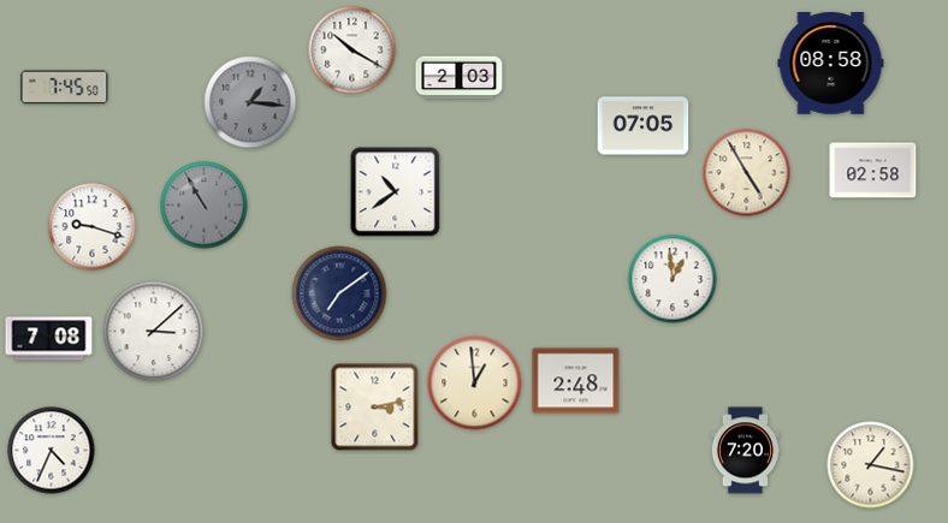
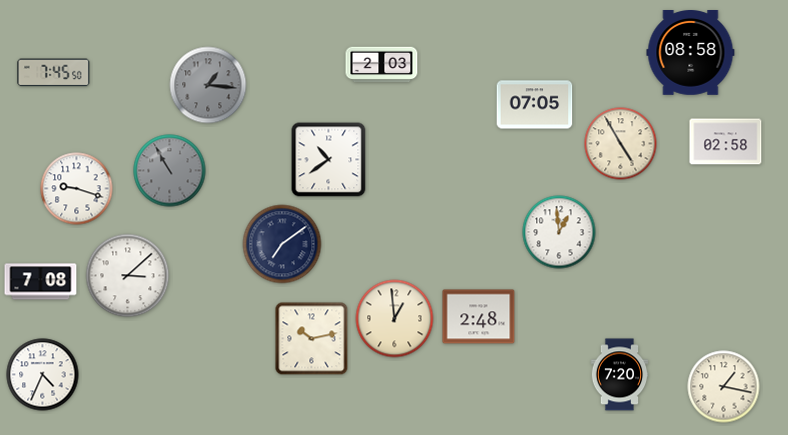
clock at (352, 50): 10:20 -> none
clock at (375, 408): 3:13 -> 10:13
